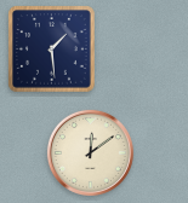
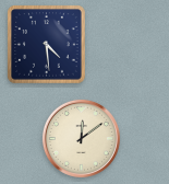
clock at (52, 50): 1:29 -> 4:29
